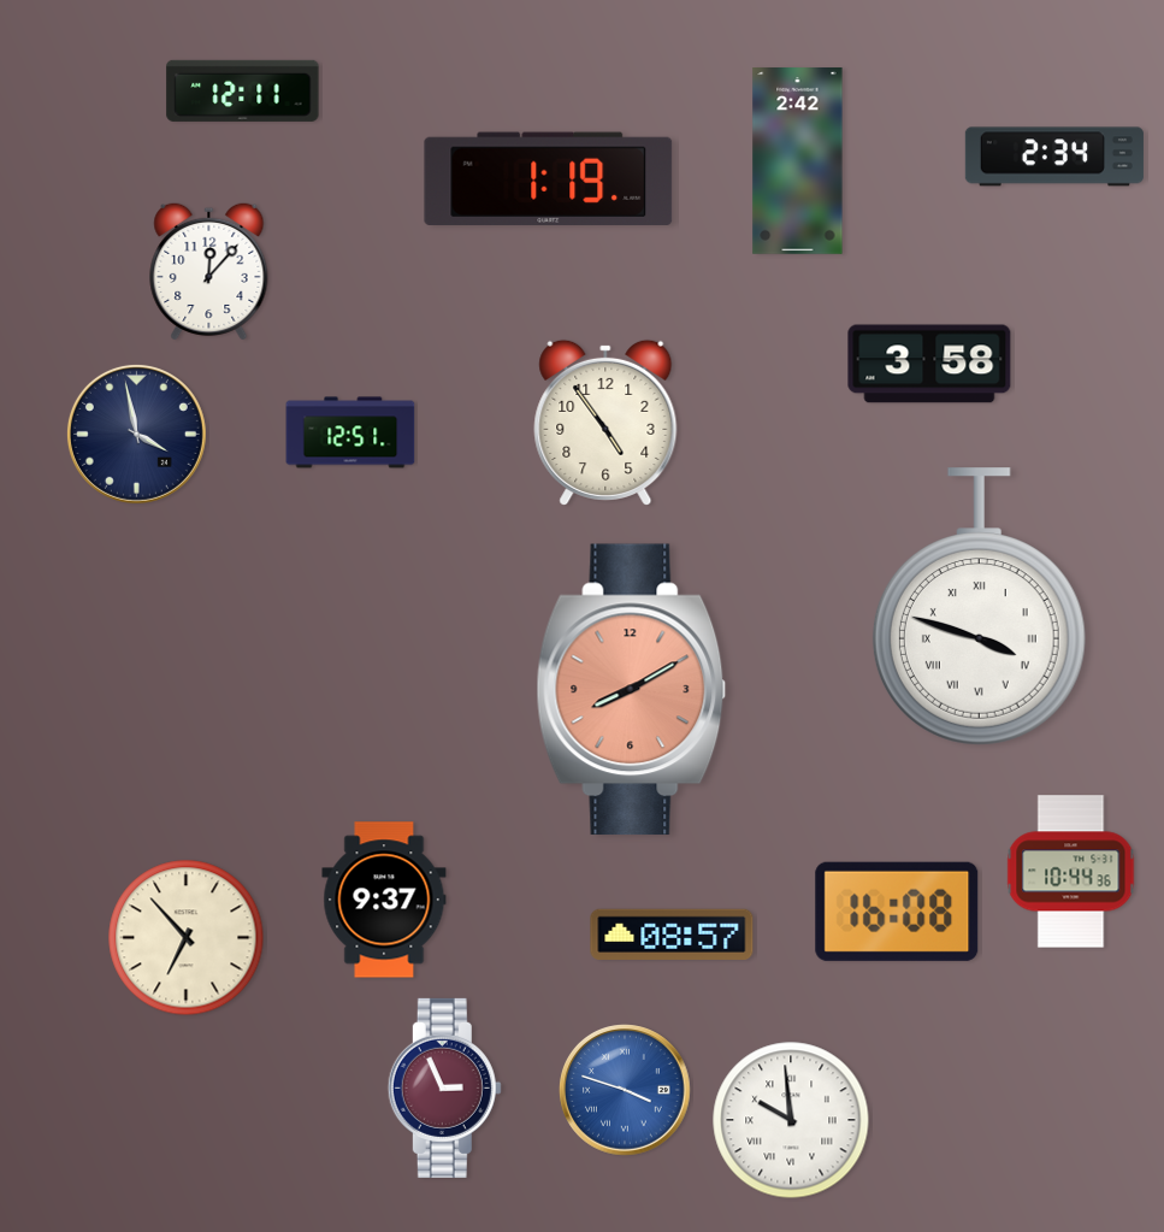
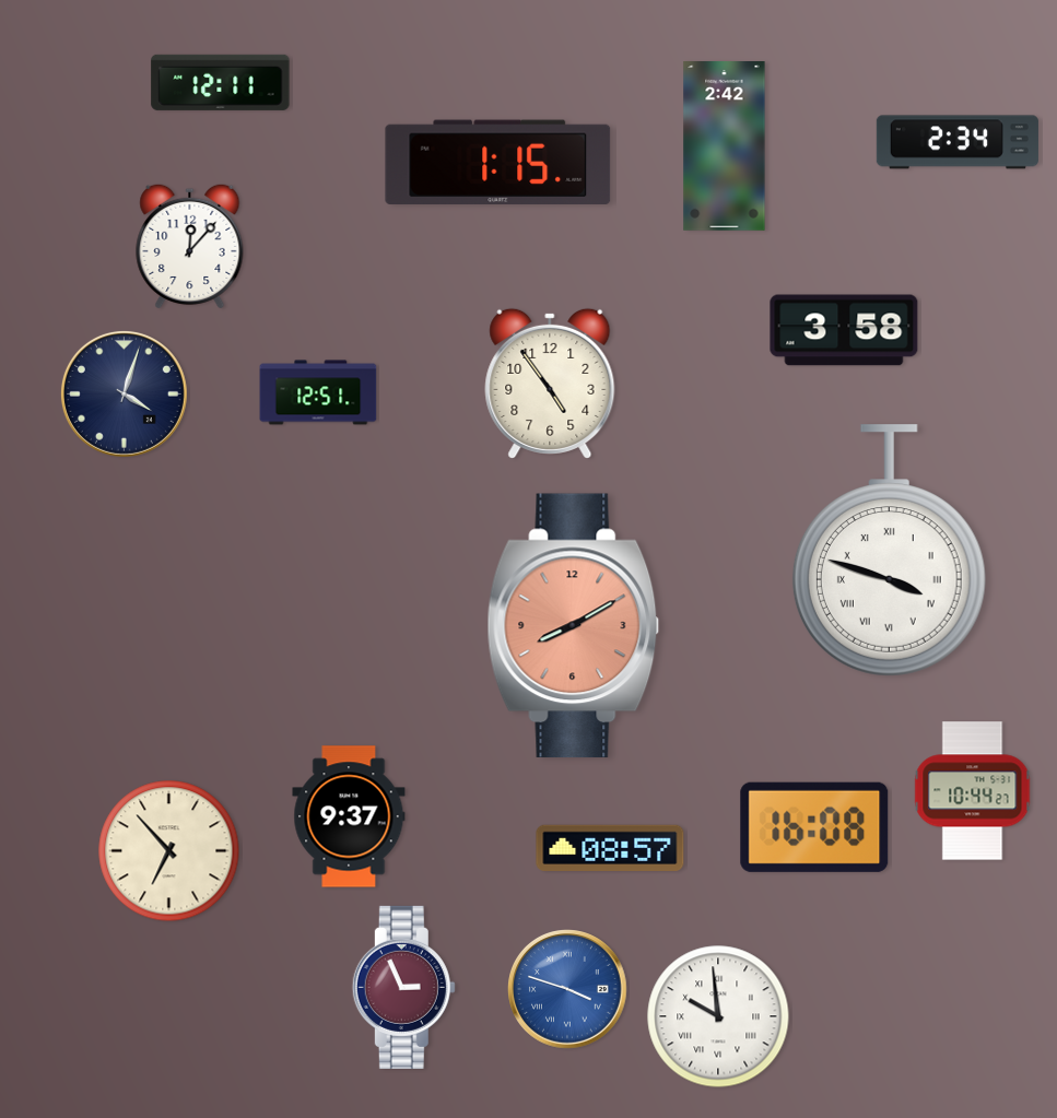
clock at (549, 178): 1:19 -> 1:15
clock at (136, 434): 3:58 -> 4:03
clock at (1071, 872): 10:44:36 -> 10:44:27
